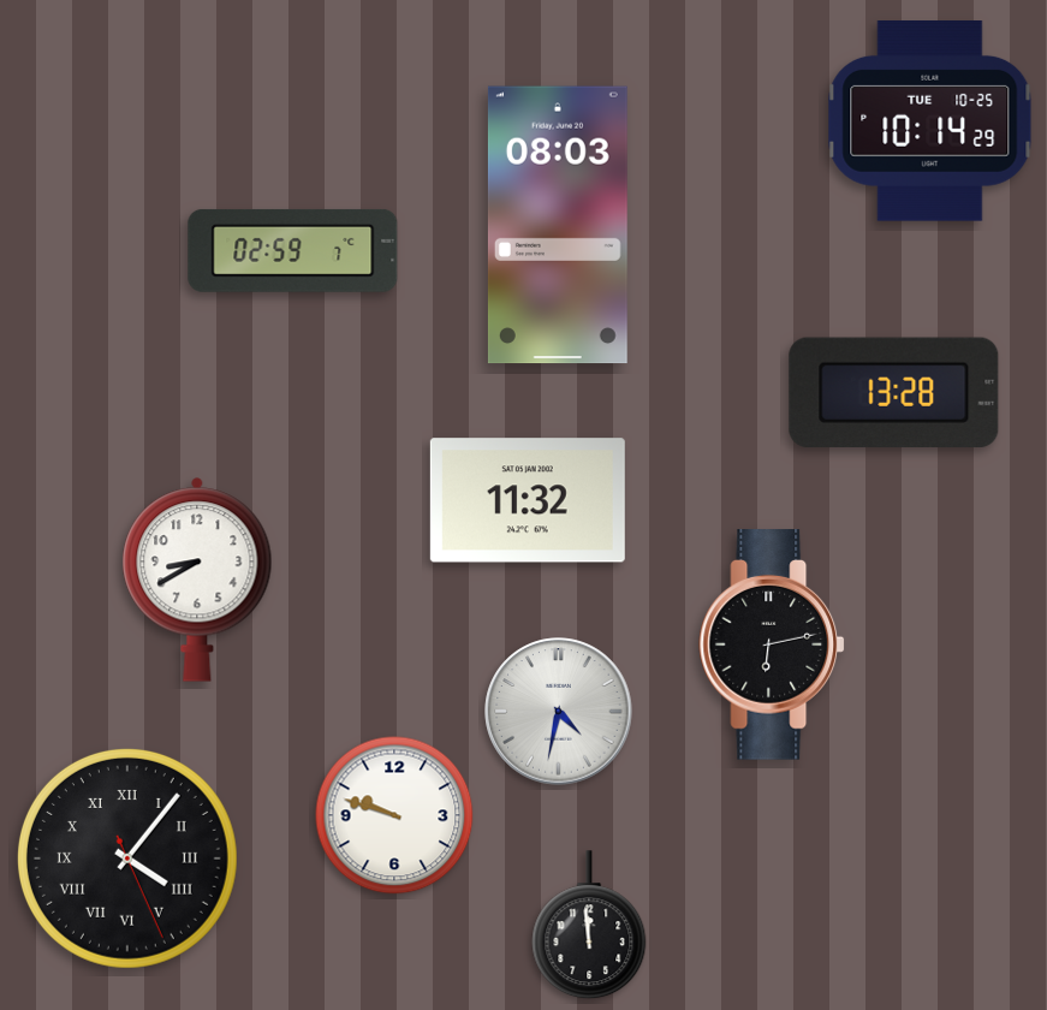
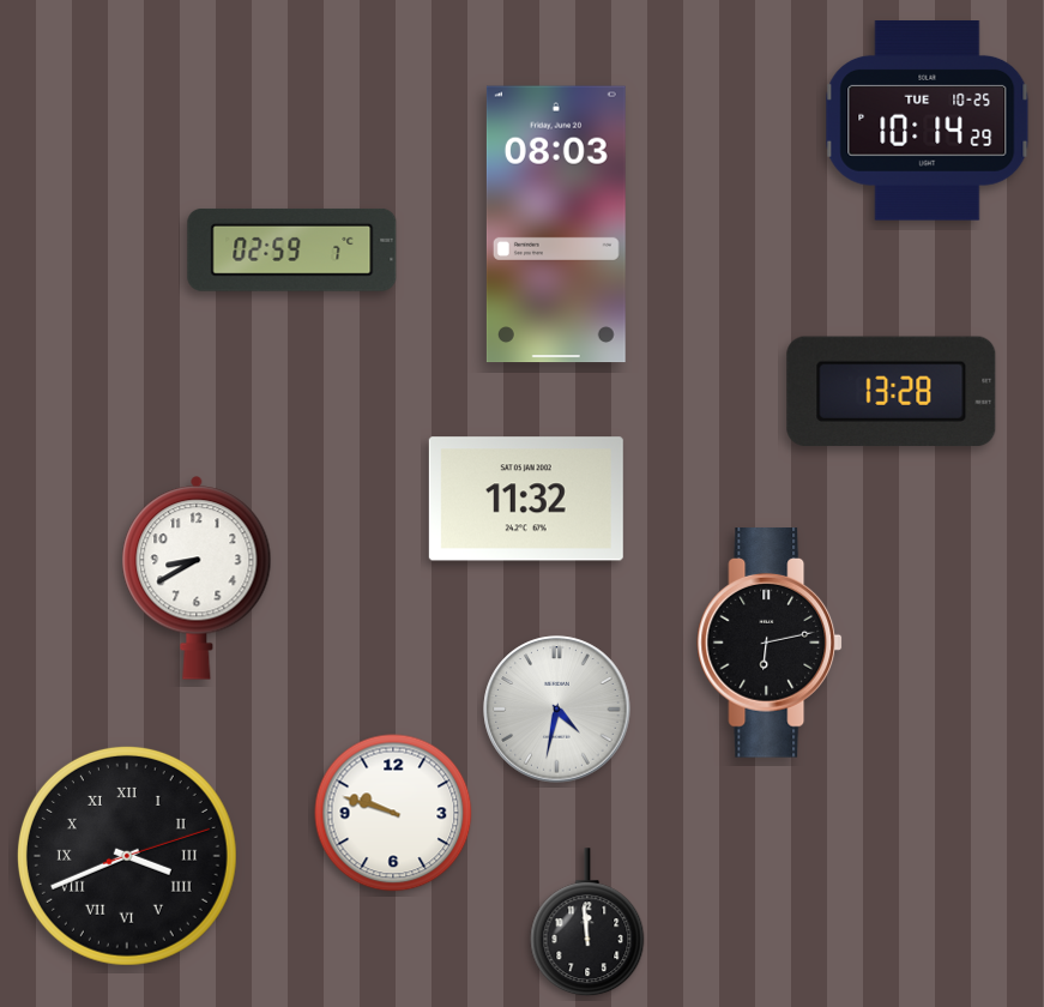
clock at (127, 858): 4:06 -> 3:41
